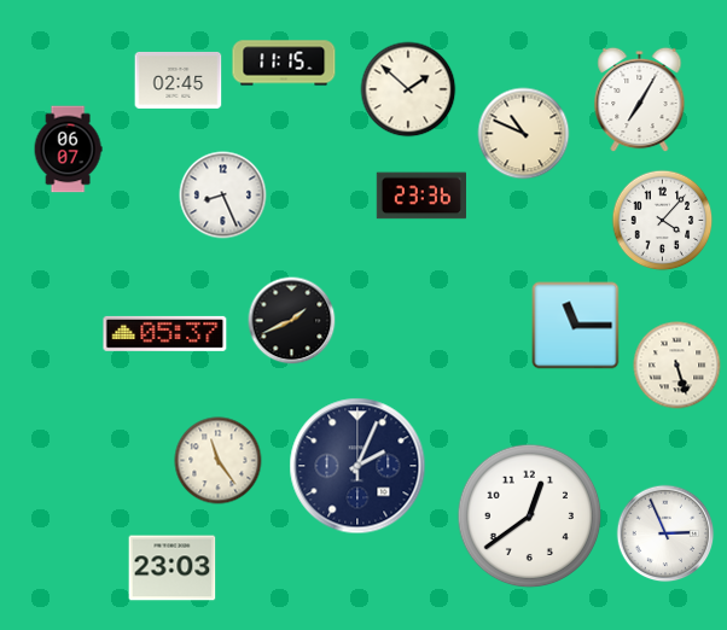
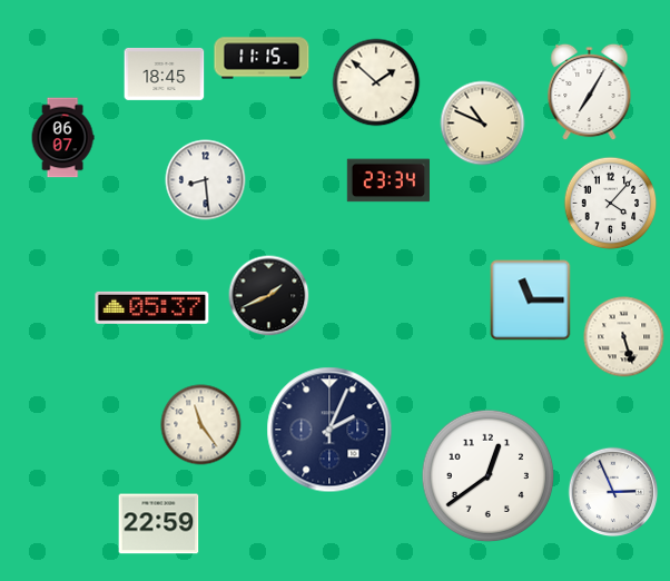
clock at (179, 80): 02:45 -> 18:45
clock at (223, 196): 8:26 -> 8:29
clock at (420, 196): 23:36 -> 23:34
clock at (173, 568): 23:03 -> 22:59
